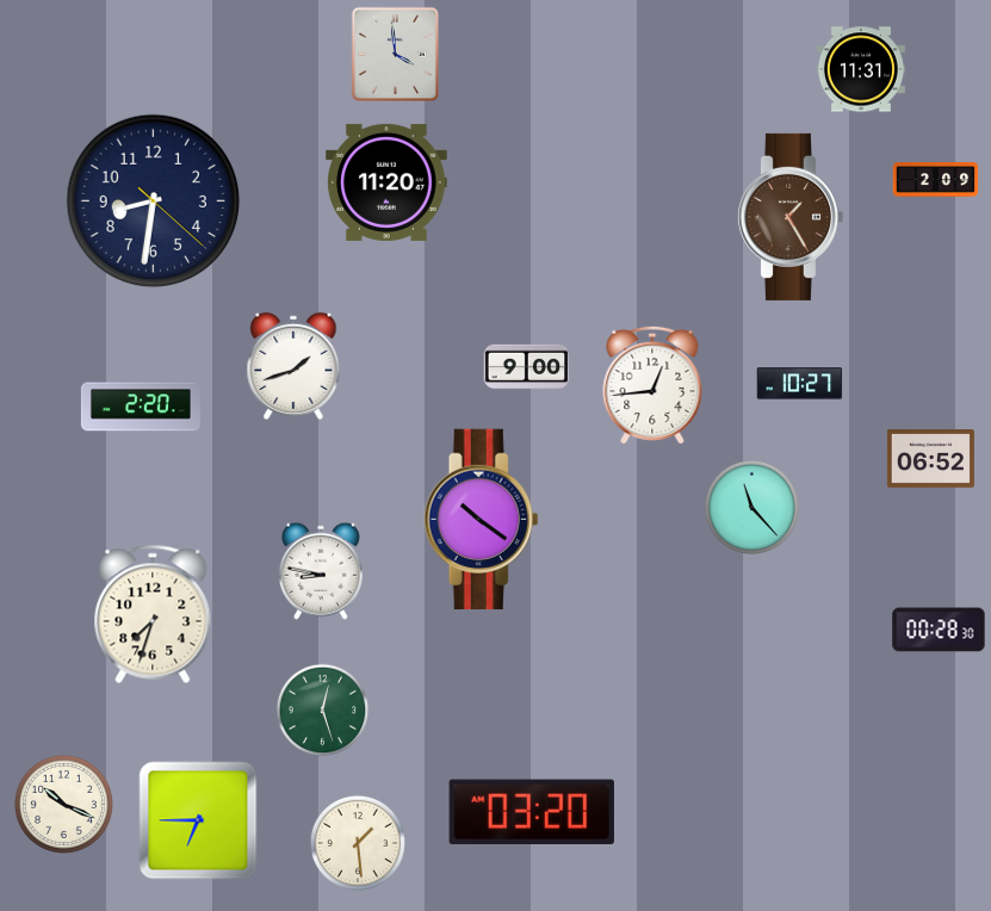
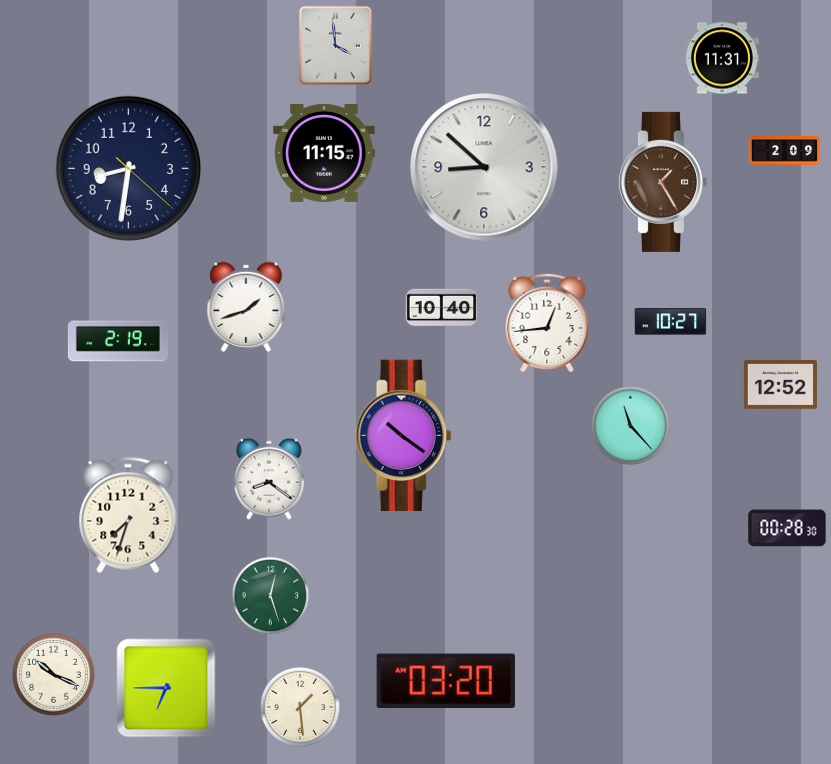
clock at (395, 54) position: (395, 54) -> (335, 45)
clock at (388, 182): 11:20 -> 11:15
clock at (484, 167): none -> 8:52
clock at (527, 367): 9:00 -> 10:40
clock at (141, 407): 2:20 -> 2:19
clock at (930, 459): 06:52 -> 12:52
clock at (321, 571): 8:47 -> 8:21
